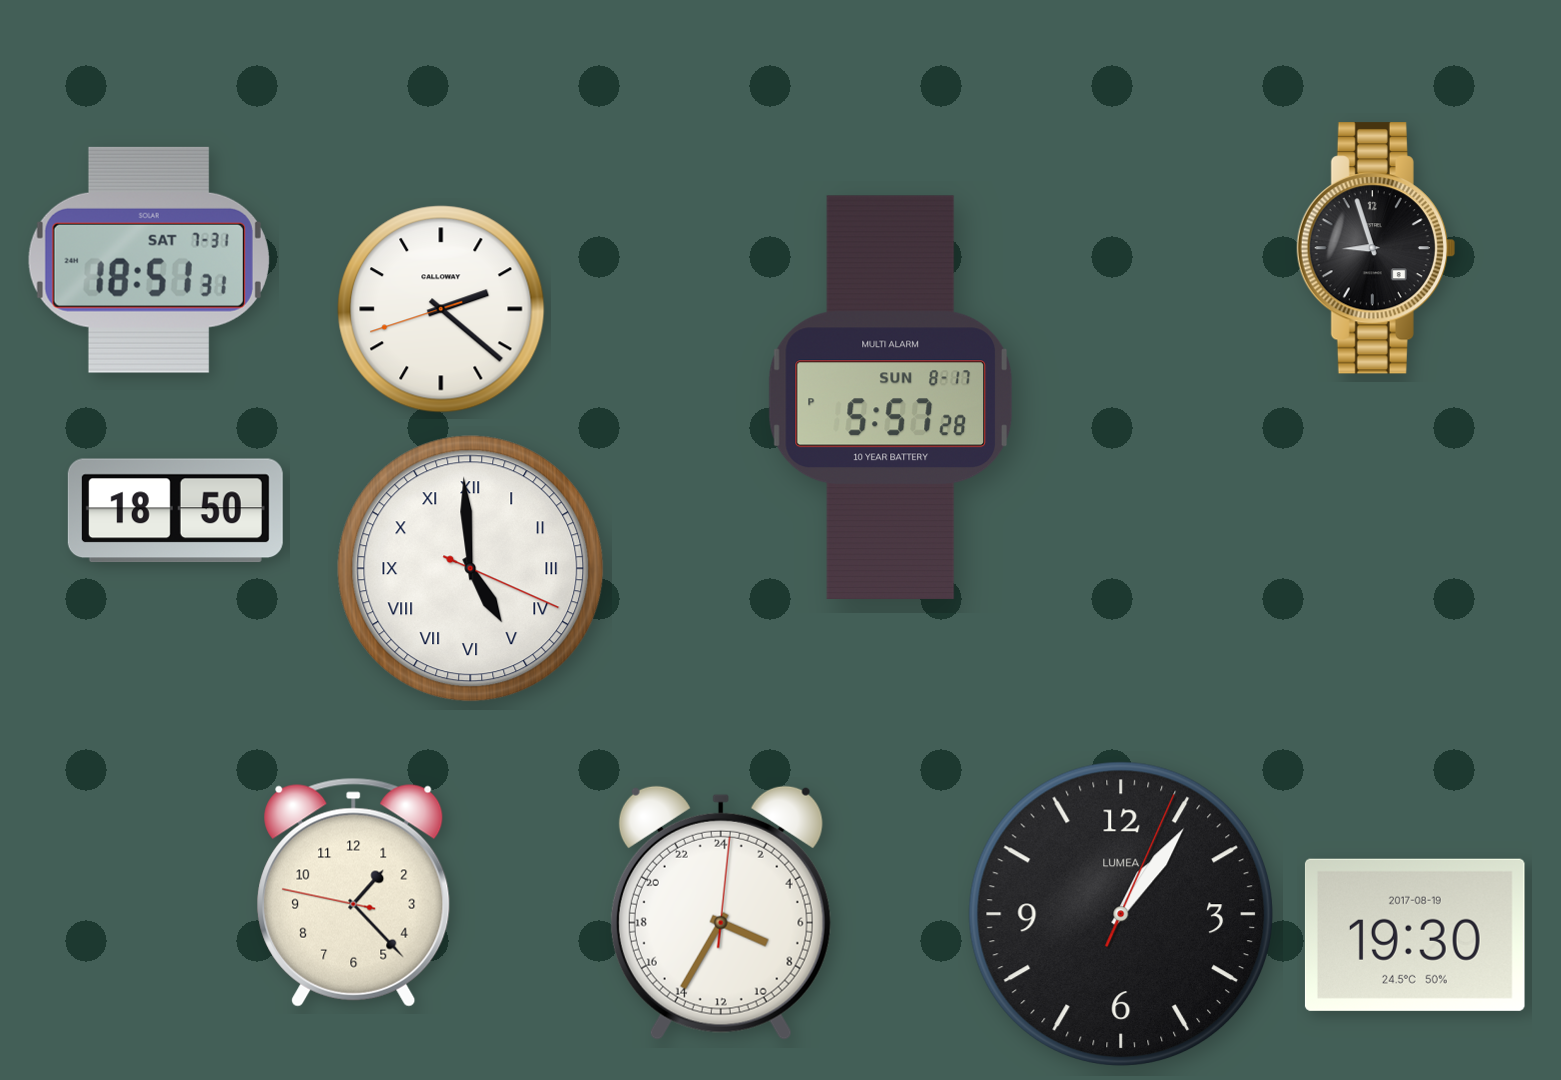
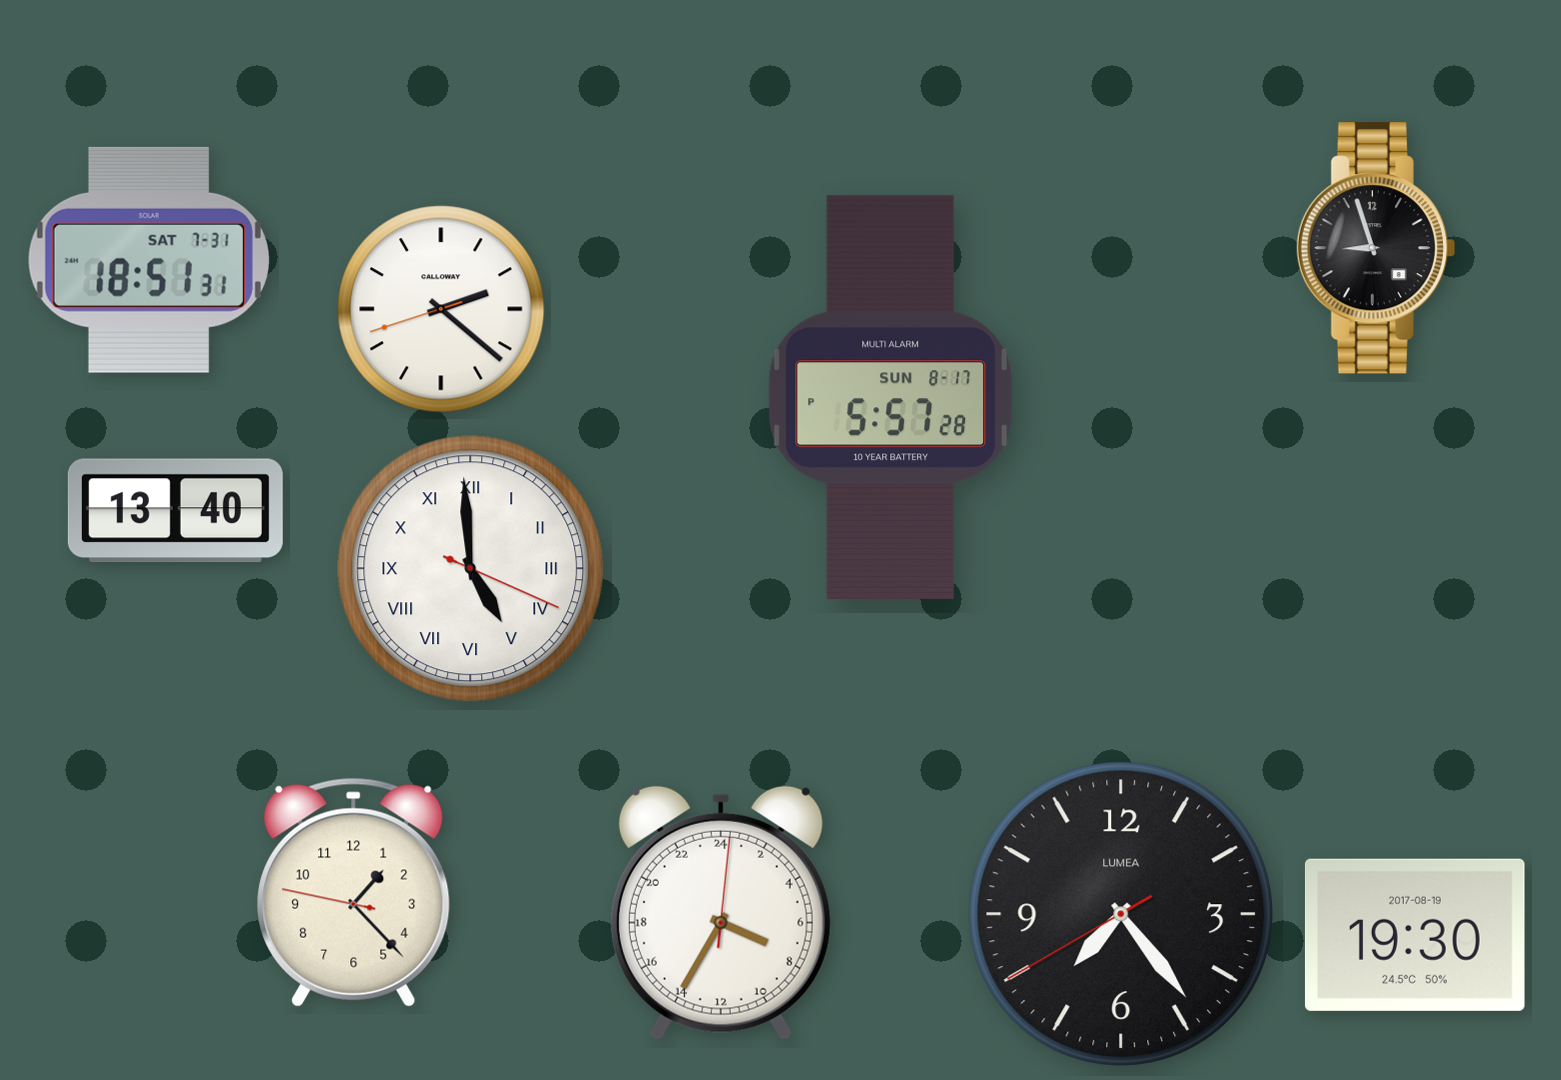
clock at (175, 511): 18:50 -> 13:40
clock at (1121, 914): 1:06 -> 7:23
